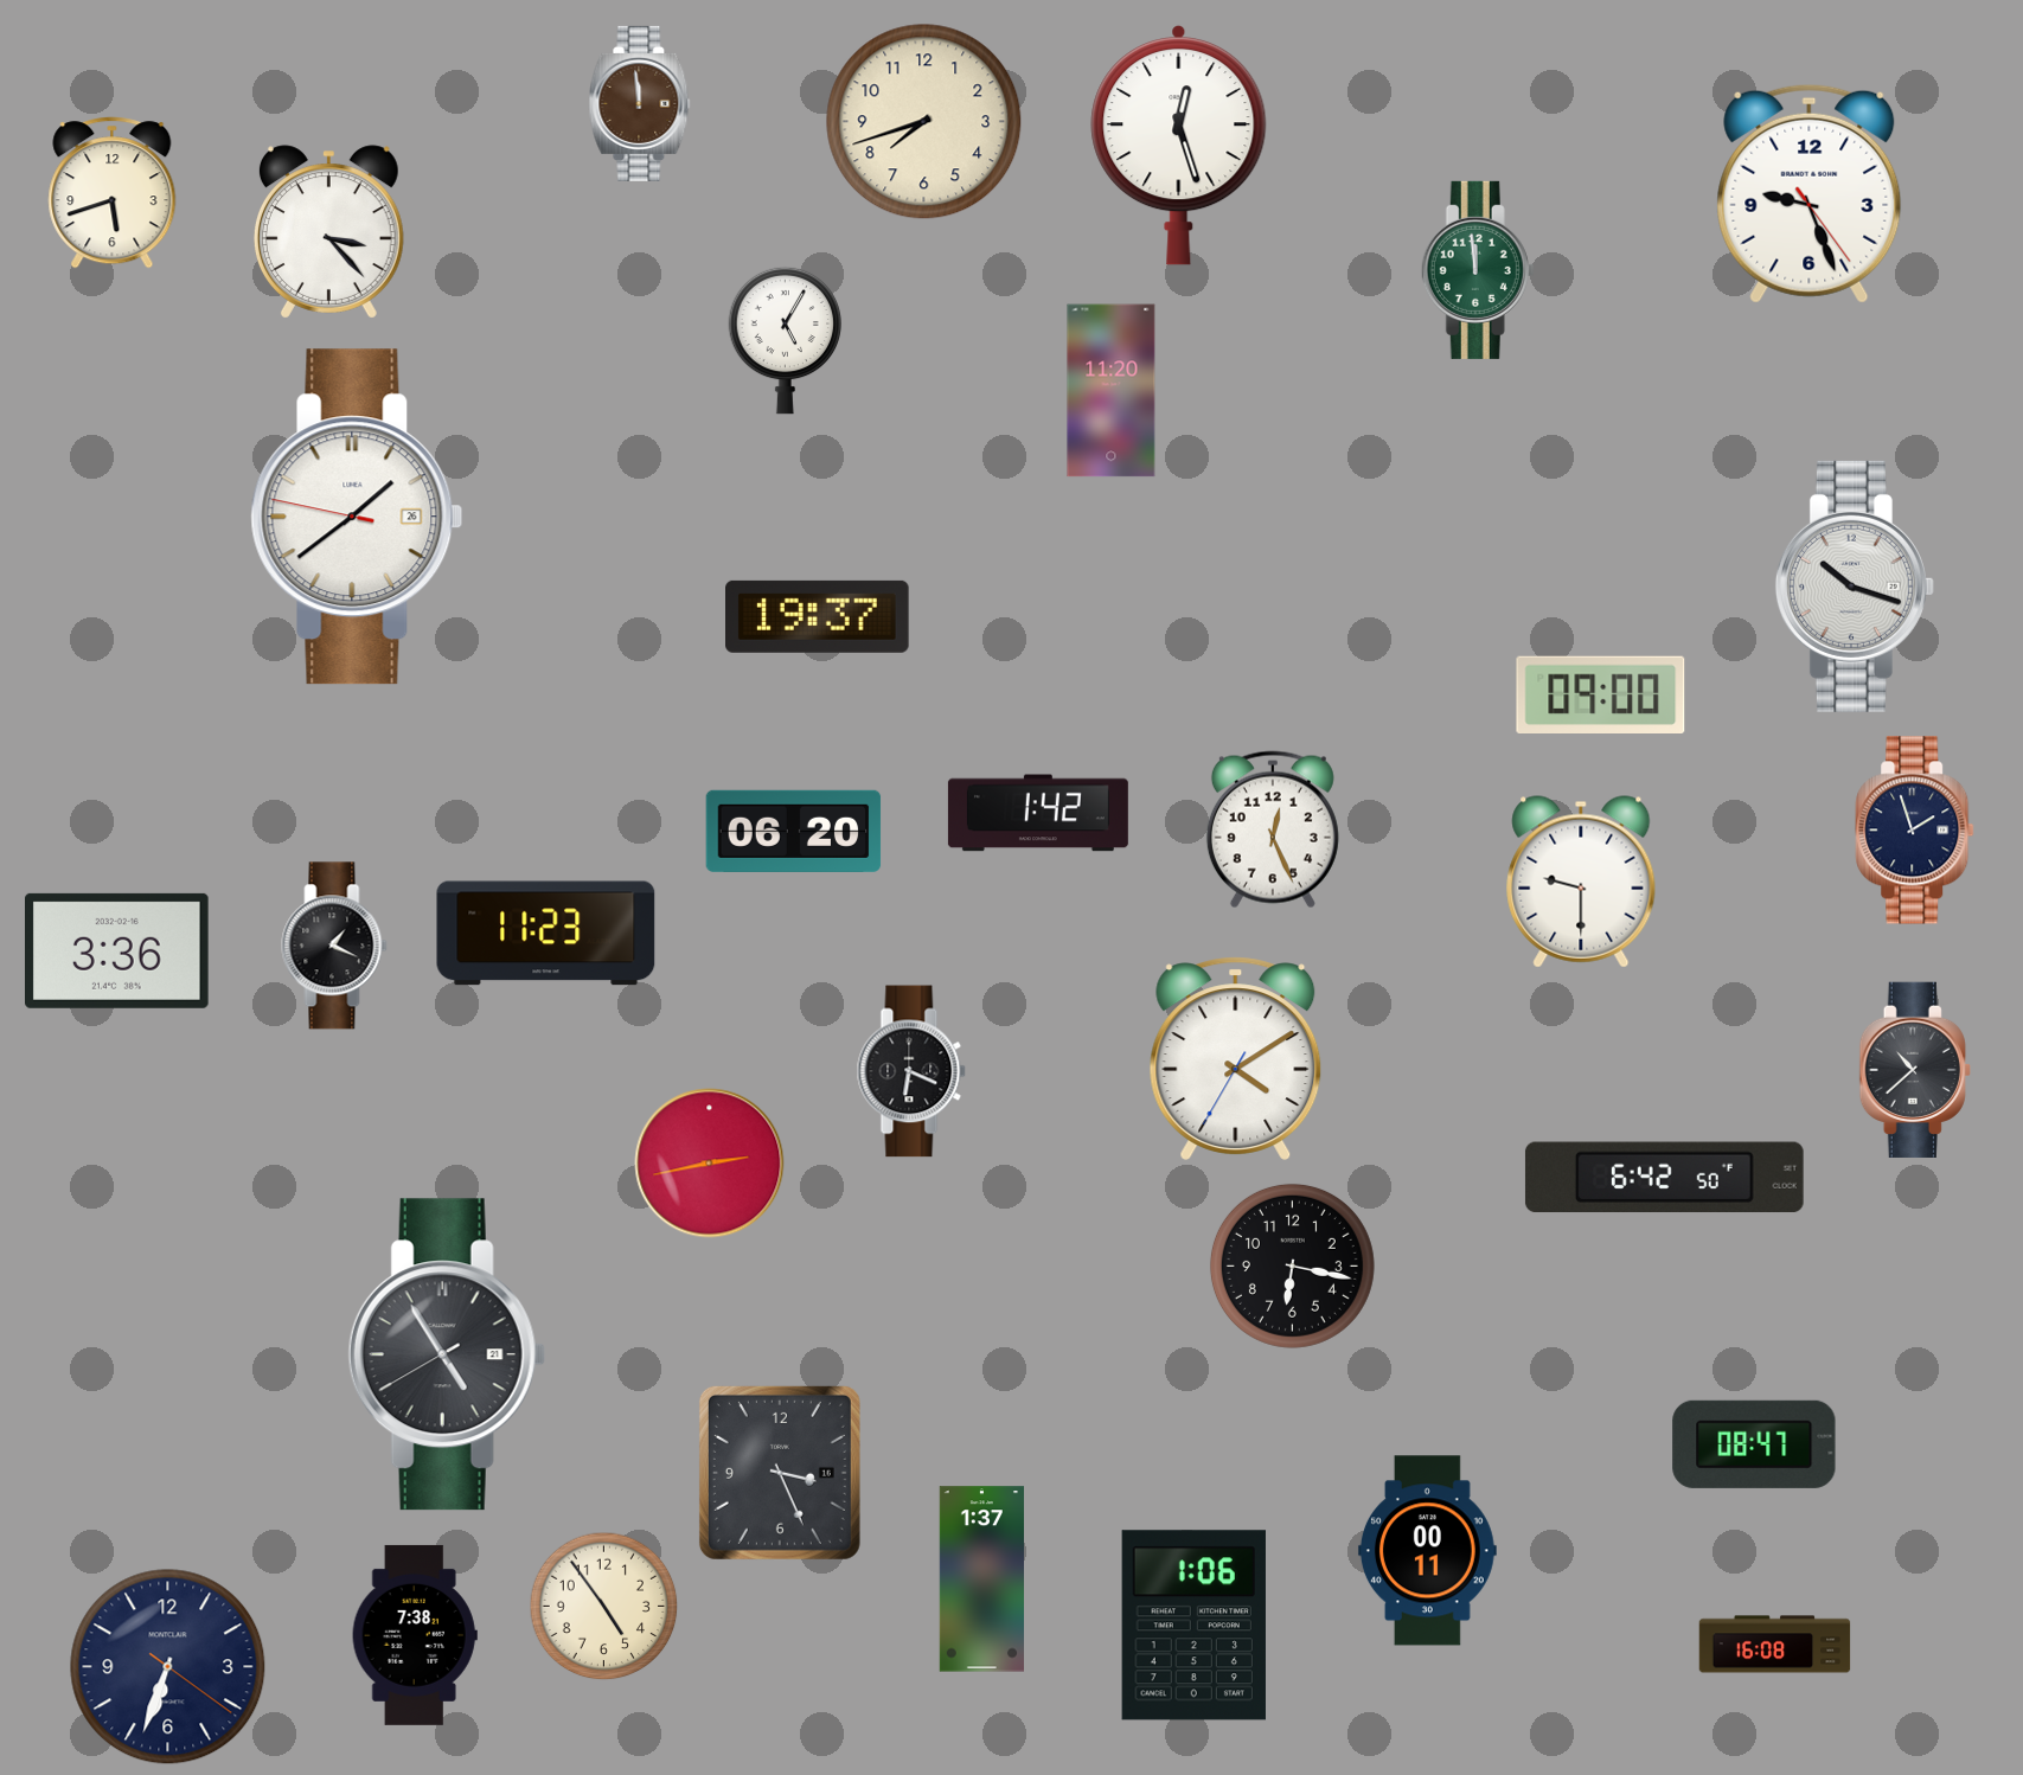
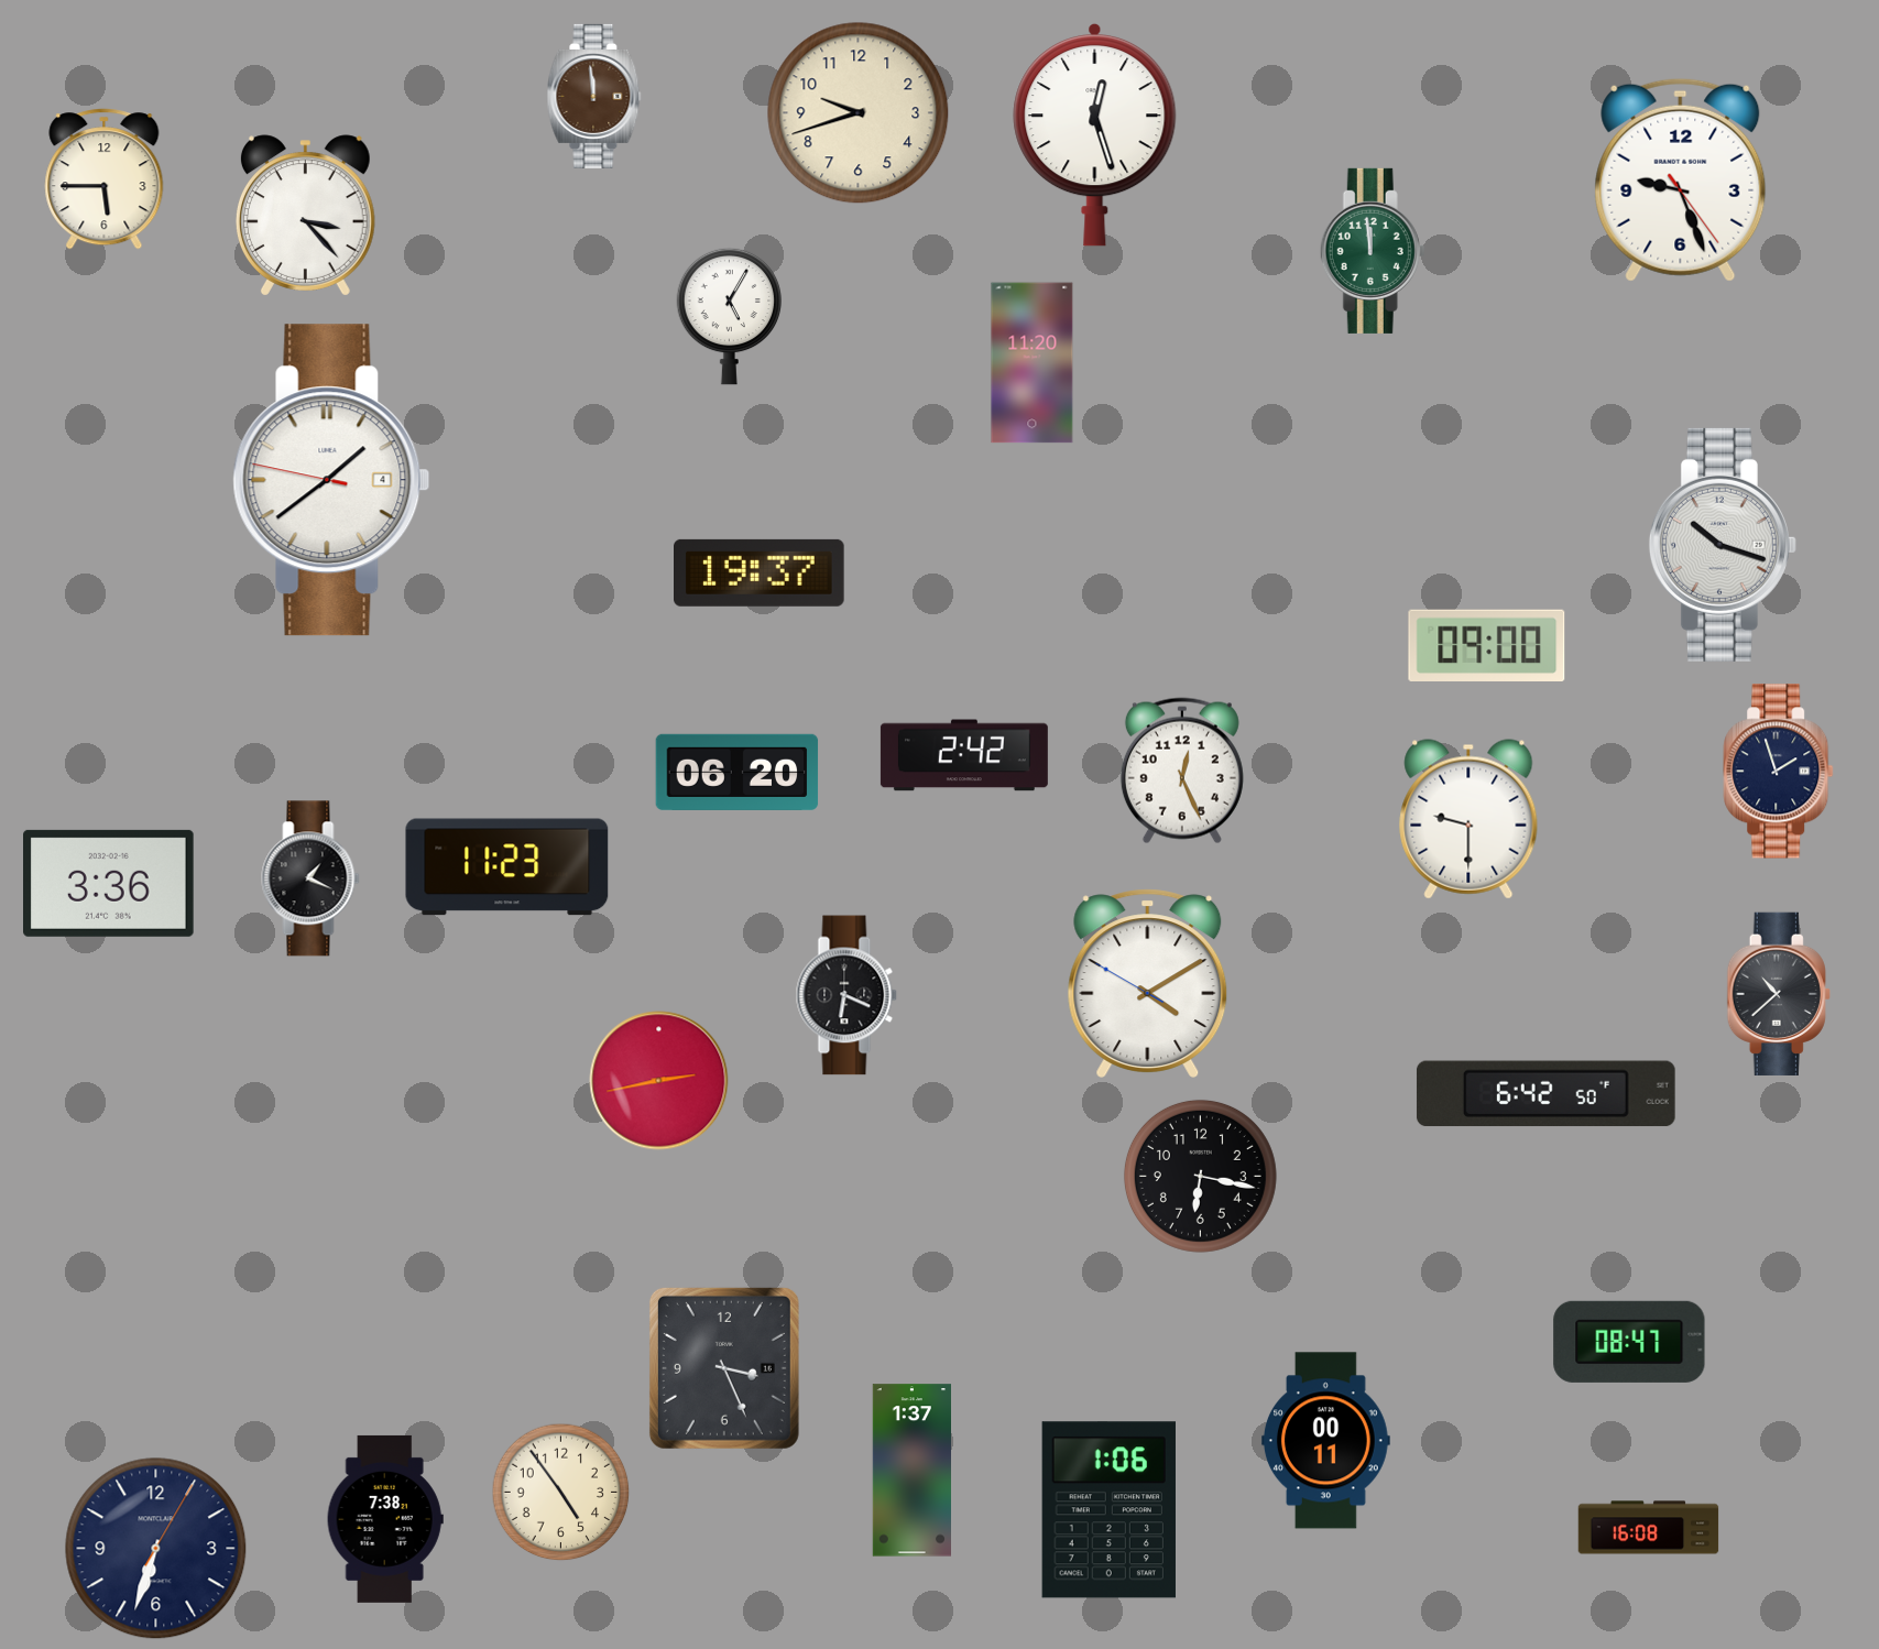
clock at (924, 122): 7:42 -> 9:42
clock at (113, 193): 5:42 -> 5:45
clock at (357, 517) date: 26 -> 4
clock at (1038, 813): 1:42 -> 2:42
clock at (1236, 1058): 4:09:35 -> 4:09:50
clock at (447, 1354): 4:54 -> none
clock at (981, 1579) position: (981, 1579) -> (911, 1471)
clock at (168, 1667): 6:33:21 -> 6:33:05
